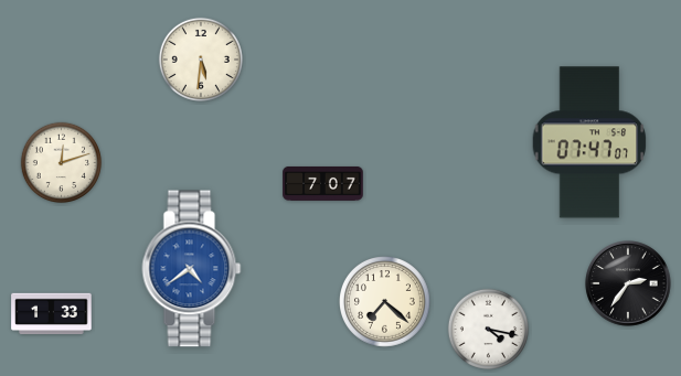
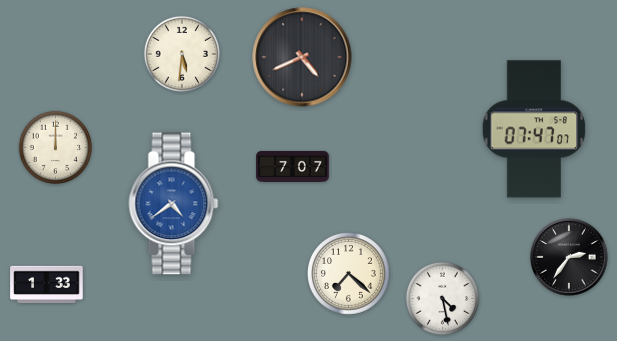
clock at (302, 57): none -> 4:41
clock at (62, 163): 12:12 -> 12:00
clock at (192, 269) position: (192, 269) -> (174, 204)
clock at (489, 330): 4:17 -> 4:28
